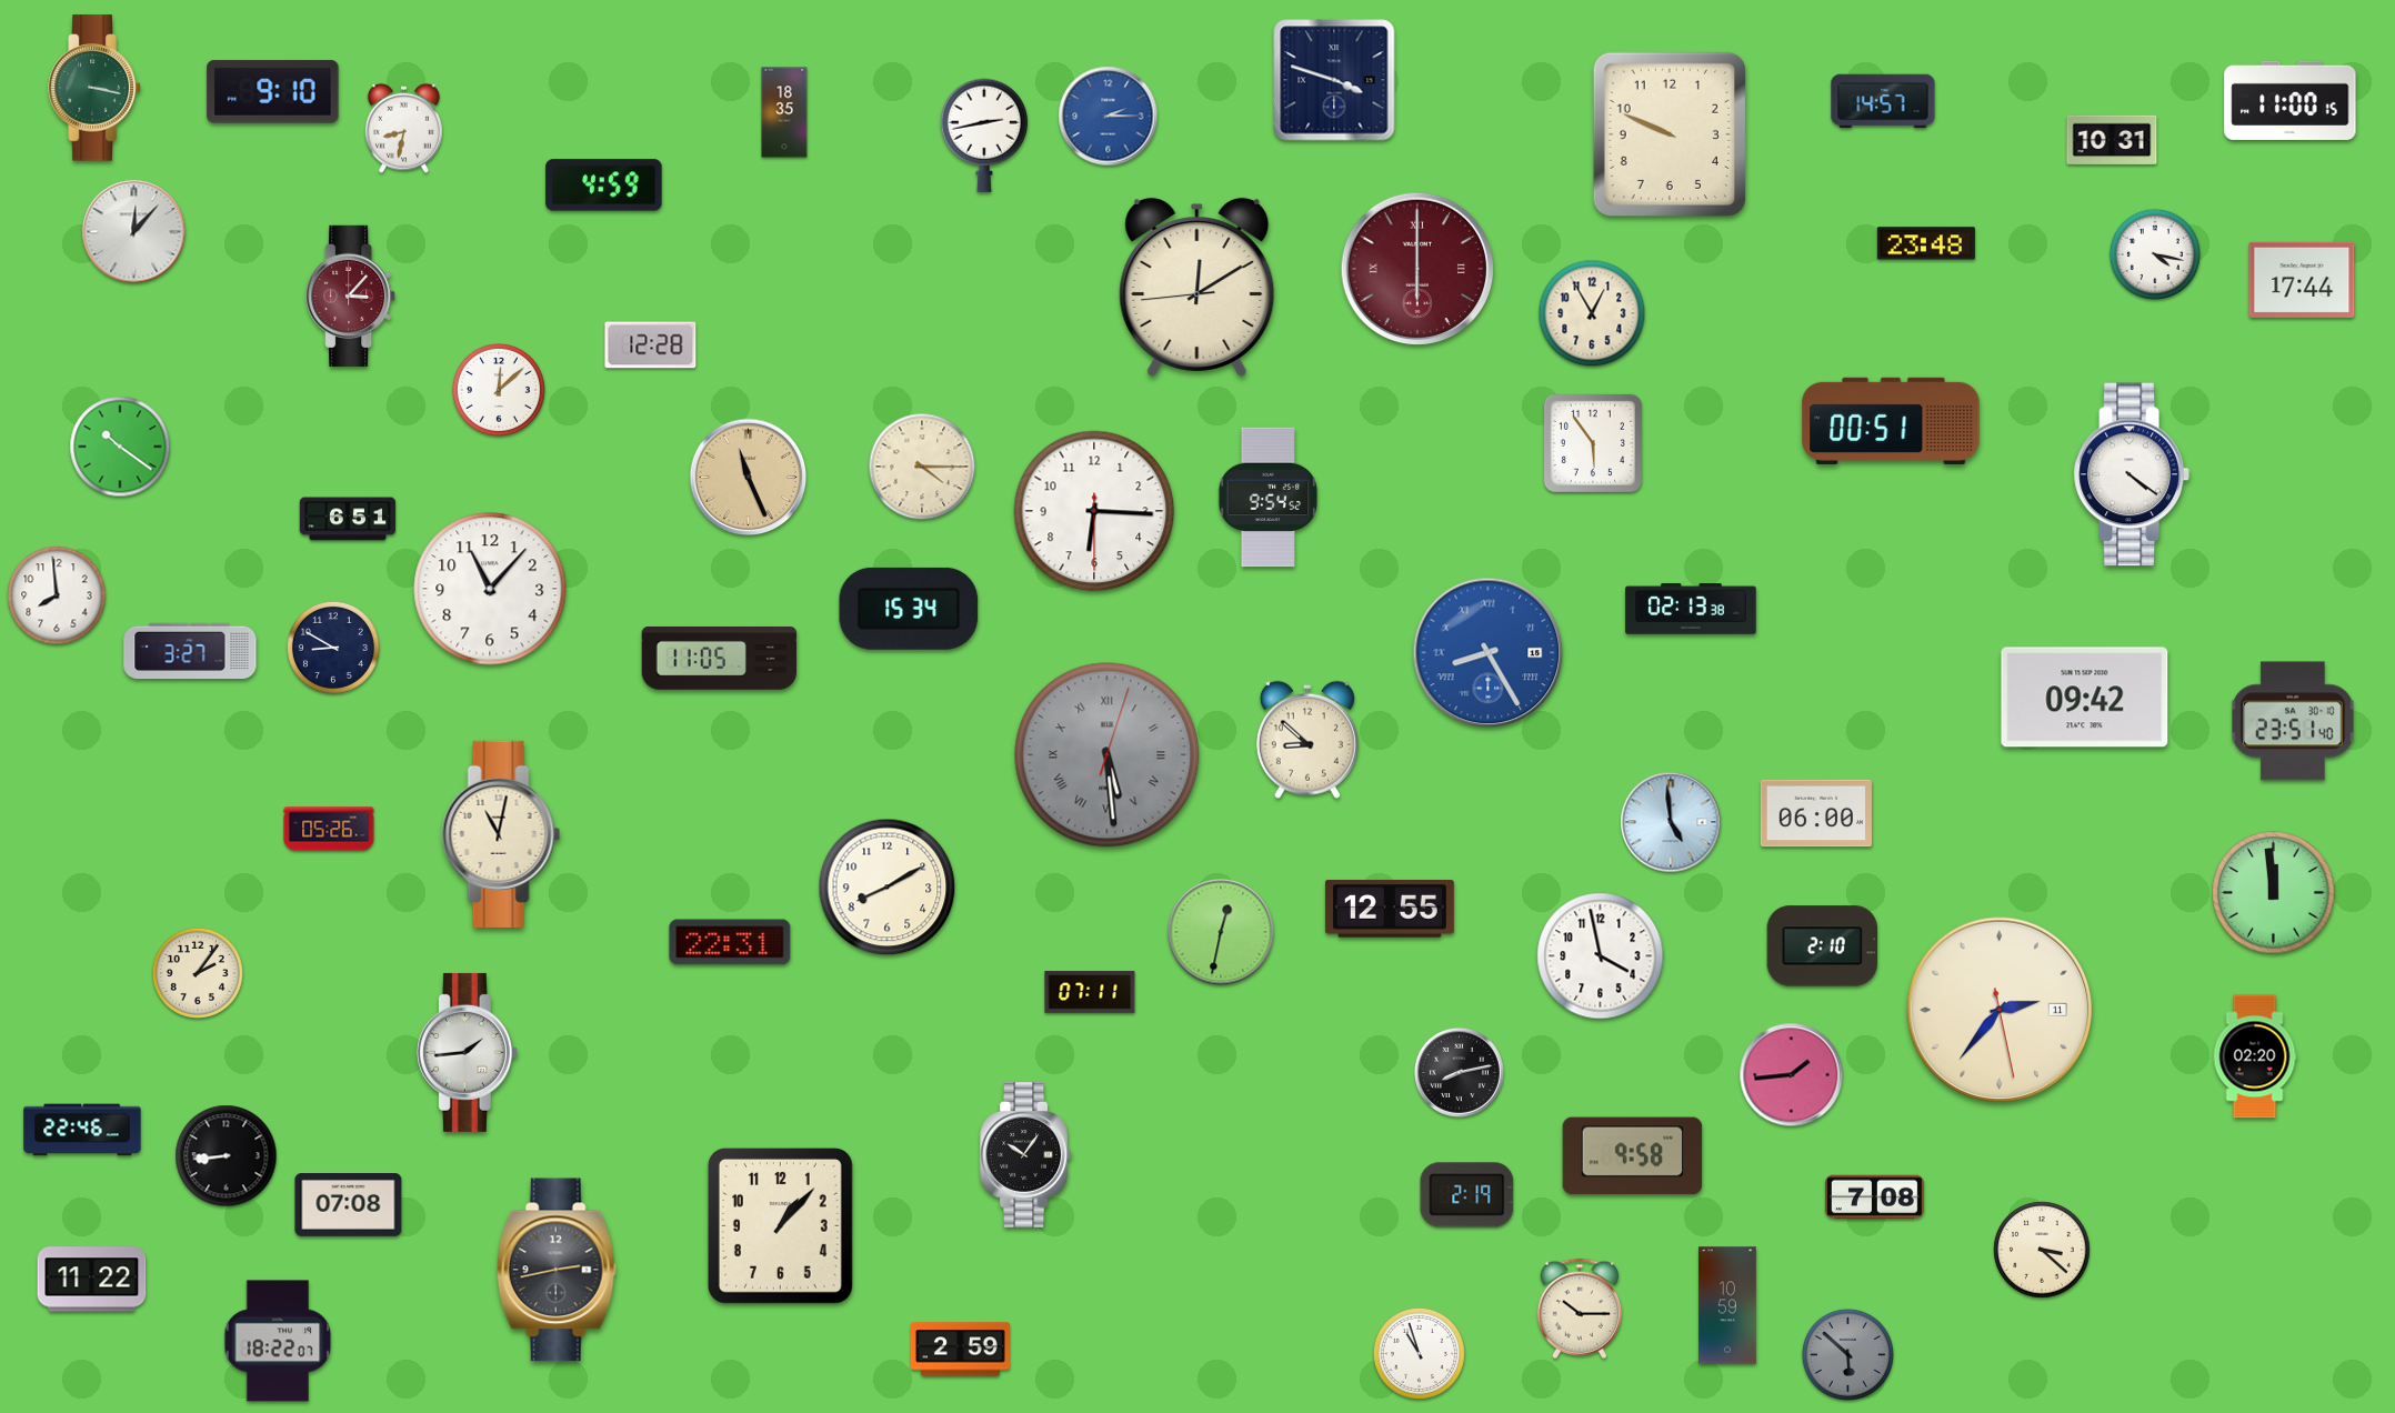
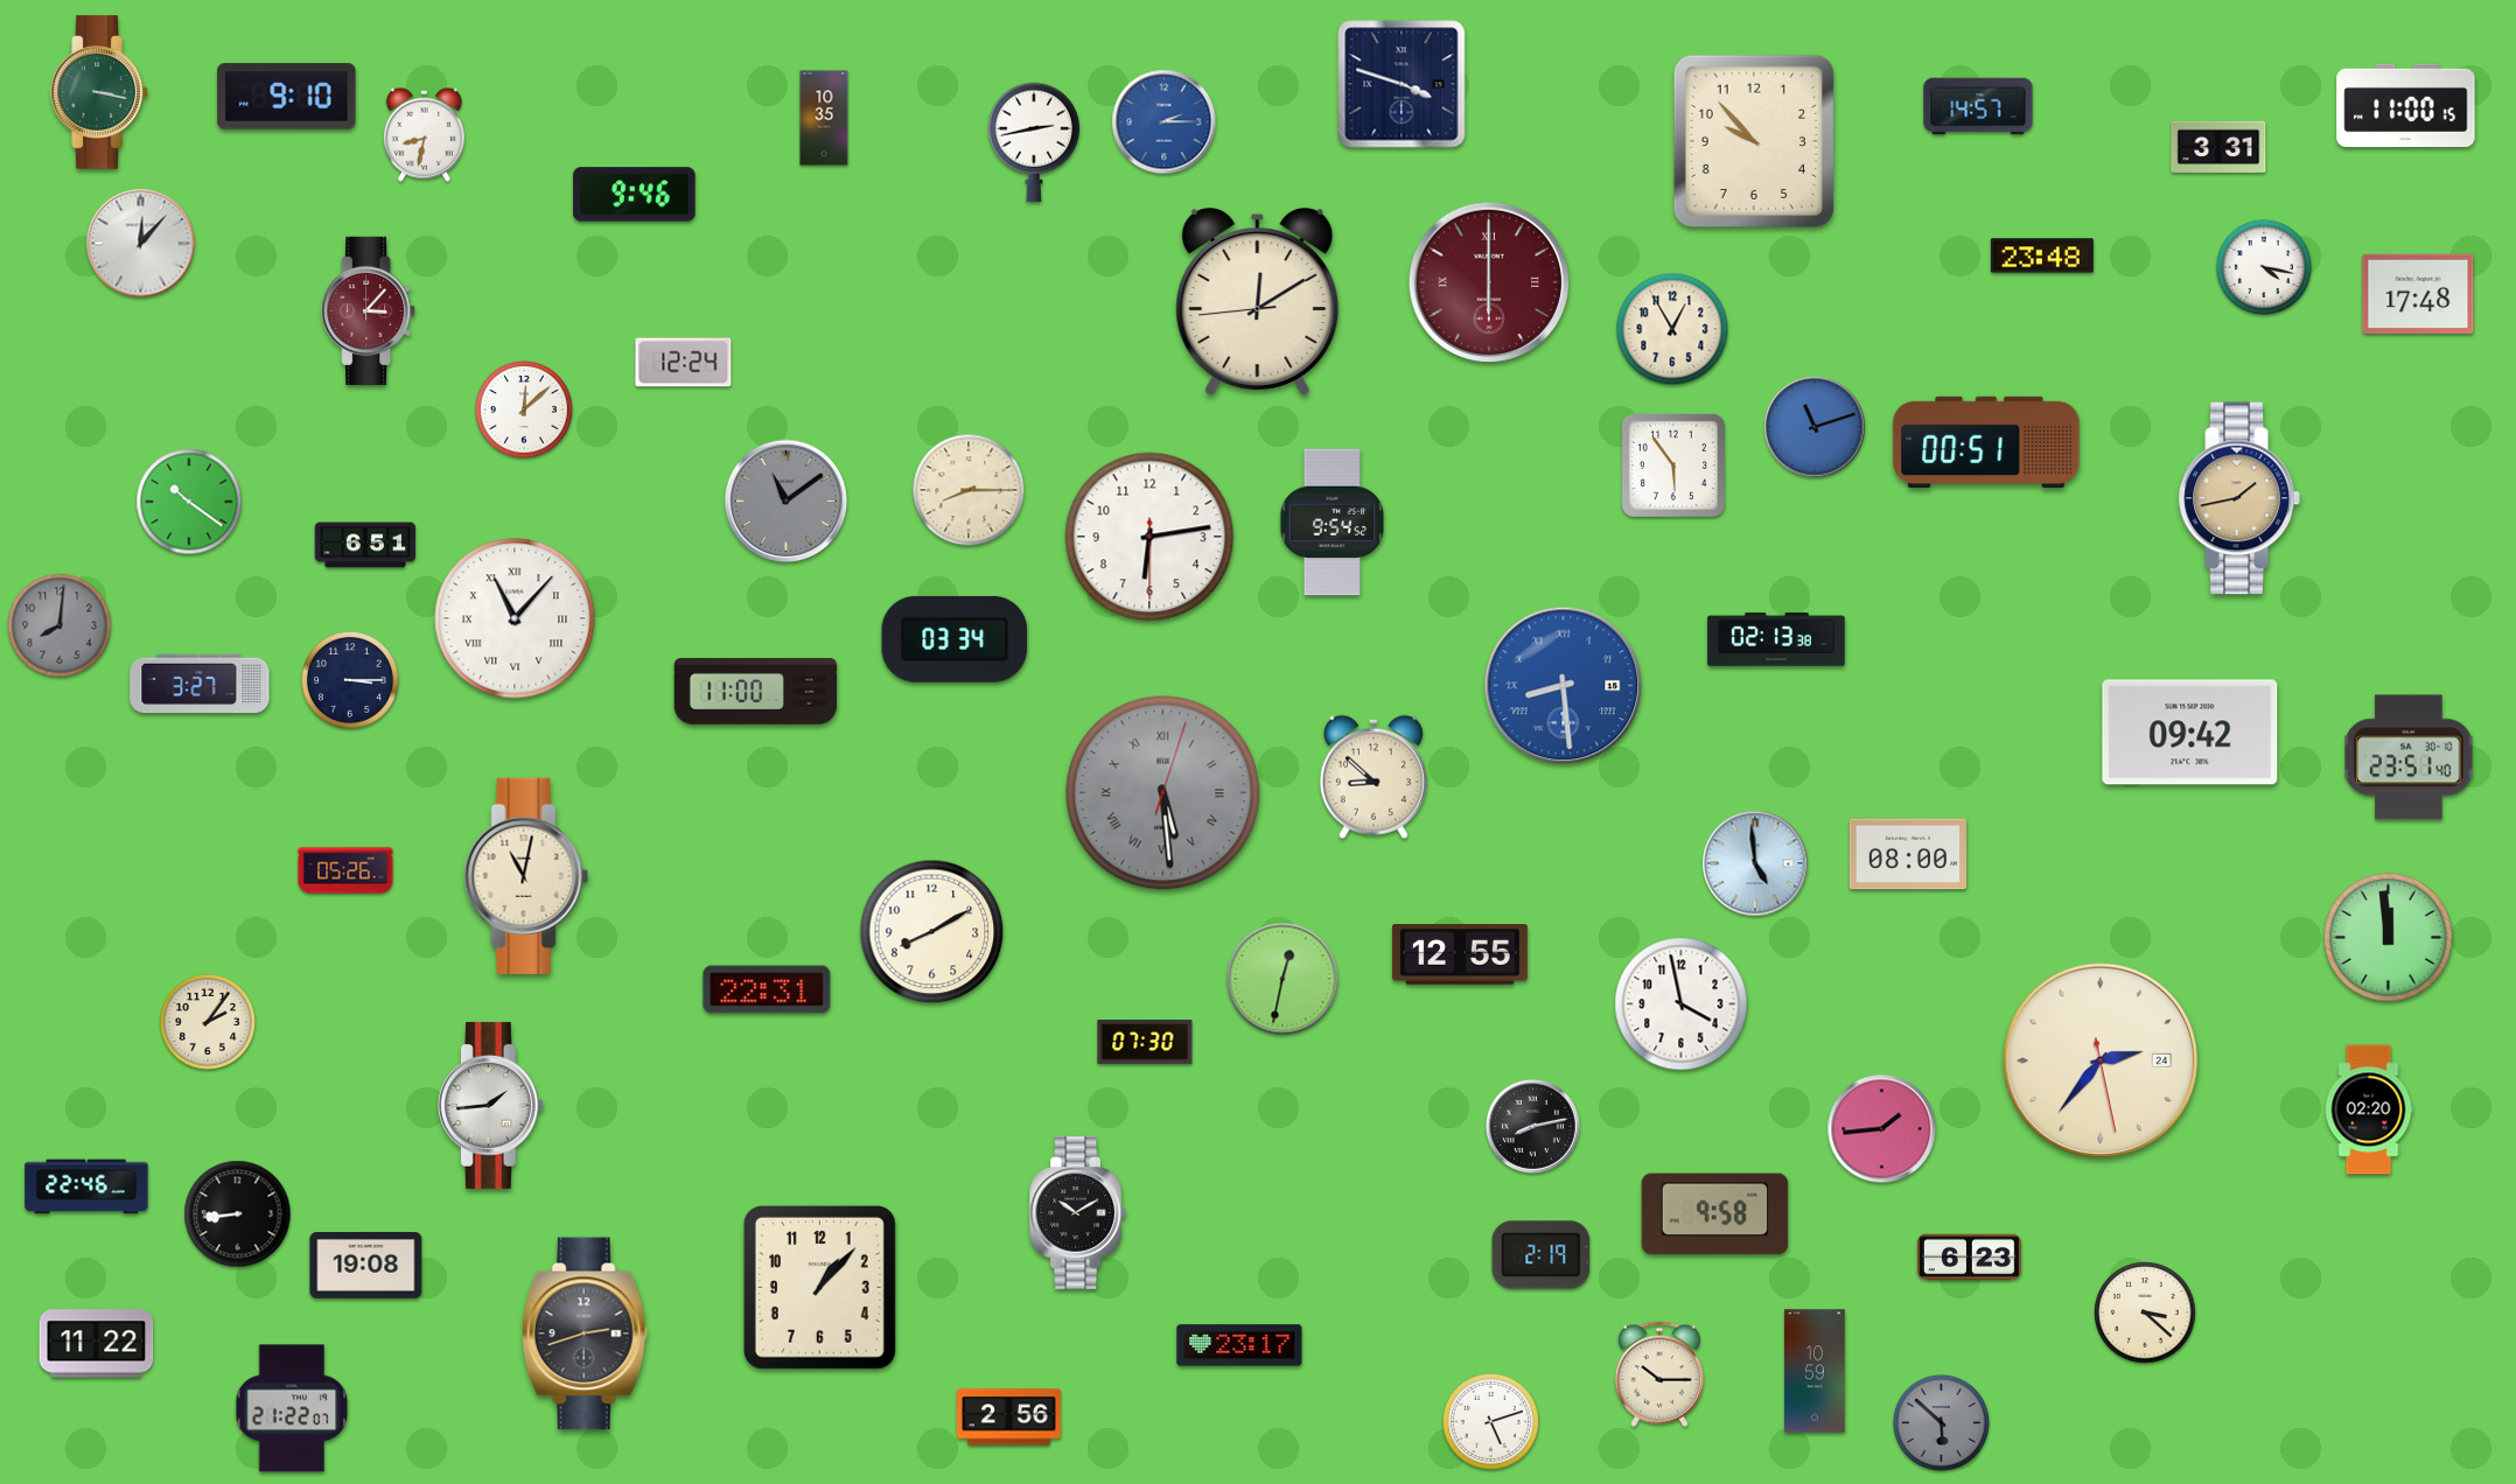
clock at (784, 112): 18:35 -> 10:35
clock at (1670, 134): 9:49 -> 9:53
clock at (2112, 140): 10:31 -> 3:31
clock at (604, 186): 4:59 -> 9:46
clock at (1926, 243) position: (1926, 243) -> (2042, 256)
clock at (2302, 280): 17:44 -> 17:48
clock at (651, 345): 12:28 -> 12:24
clock at (1815, 427): none -> 11:12
clock at (120, 447) position: (120, 447) -> (189, 502)
clock at (922, 467): 4:15 -> 8:15
clock at (2132, 474): 4:21 -> 1:43
clock at (2132, 474) dial: white -> champagne
clock at (749, 478): 11:26 -> 11:09
clock at (749, 478) dial: champagne -> grey
clock at (1094, 511): 6:15 -> 6:13
clock at (490, 589) numerals: Arabic -> Roman
clock at (57, 595): 7:59 -> 8:01
clock at (57, 595) dial: white -> grey
clock at (909, 609): 15:34 -> 03:34
clock at (333, 648): 8:50 -> 3:15
clock at (1489, 653): 8:25 -> 8:29
clock at (720, 659): 11:05 -> 11:00
clock at (1816, 813): 06:00 -> 08:00
clock at (1822, 946): 2:10 -> none
clock at (1090, 992): 07:11 -> 07:30
clock at (2000, 1010) date: 11 -> 24
clock at (1026, 1155): 10:06 -> 10:10
clock at (1874, 1197): 7:08 -> 6:23
clock at (349, 1205): 07:08 -> 19:08
clock at (557, 1270): 2:43 -> 2:42
clock at (1239, 1345): none -> 23:17
clock at (278, 1341): 18:22 -> 21:22
clock at (960, 1350): 2:59 -> 2:56
clock at (1419, 1353): 10:57 -> 5:12
